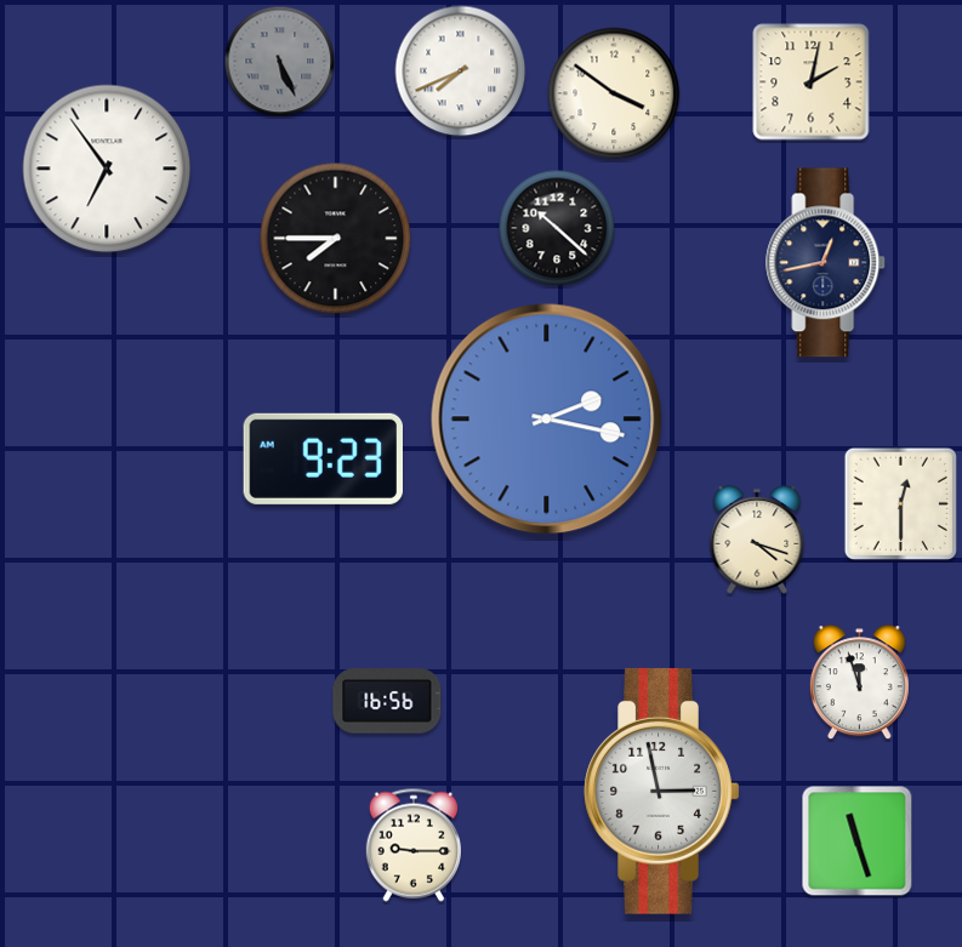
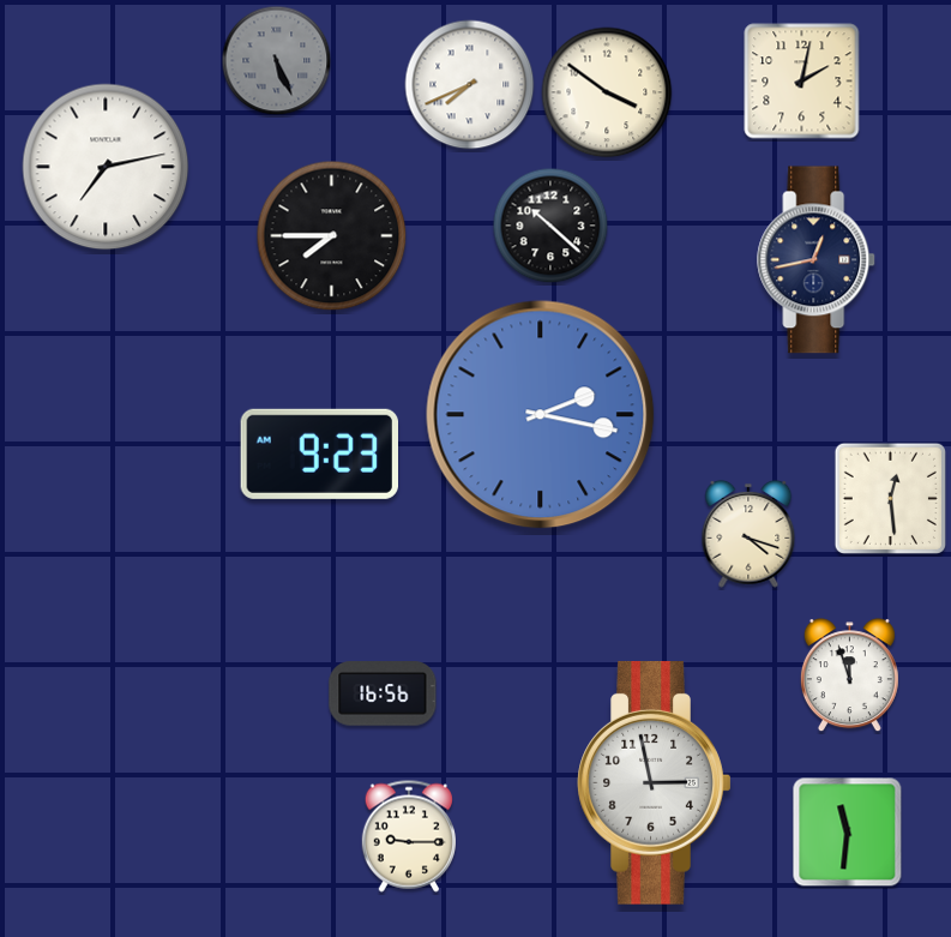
clock at (461, 72) position: (461, 72) -> (470, 85)
clock at (107, 169): 6:54 -> 7:13
clock at (900, 503): 12:30 -> 12:29
clock at (858, 842): 11:27 -> 11:31
